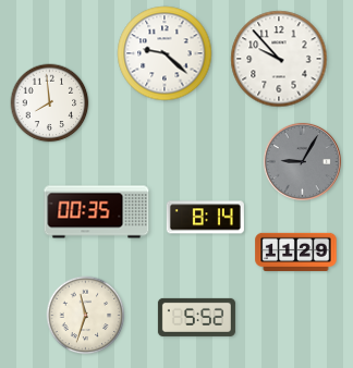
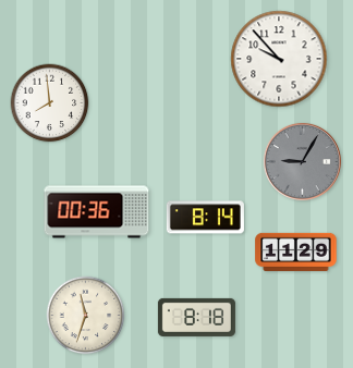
clock at (165, 53): 9:22 -> none
clock at (97, 212): 00:35 -> 00:36
clock at (196, 317): 5:52 -> 8:18
